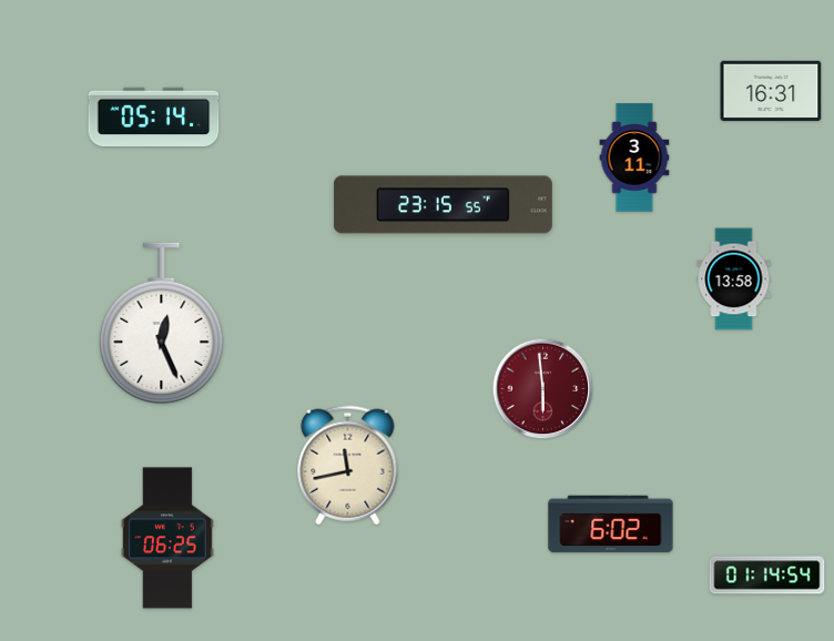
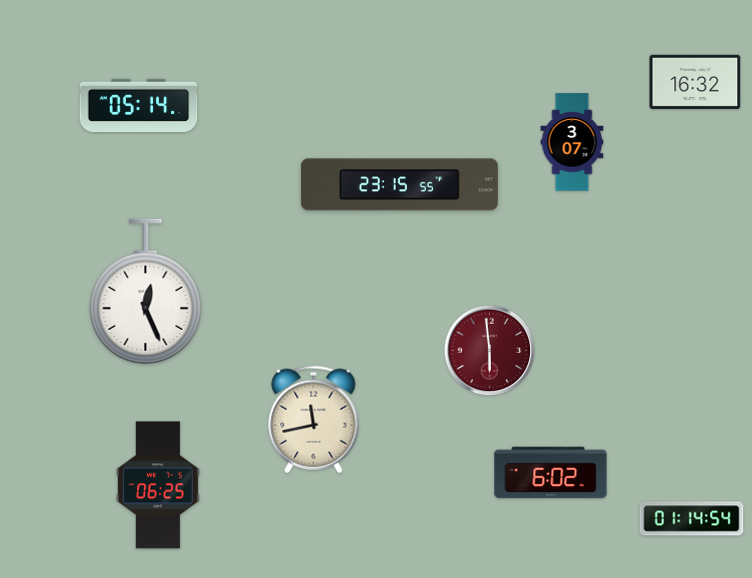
clock at (771, 90): 16:31 -> 16:32
clock at (634, 157): 3:11 -> 3:07
clock at (734, 279): 13:58 -> none
clock at (167, 538) position: (167, 538) -> (158, 485)
